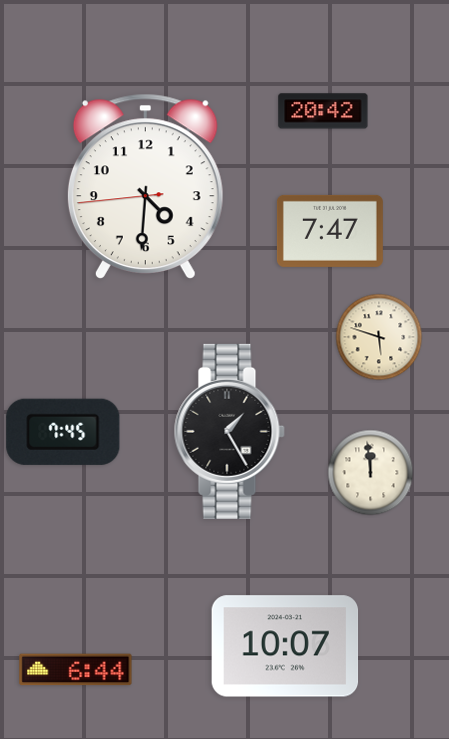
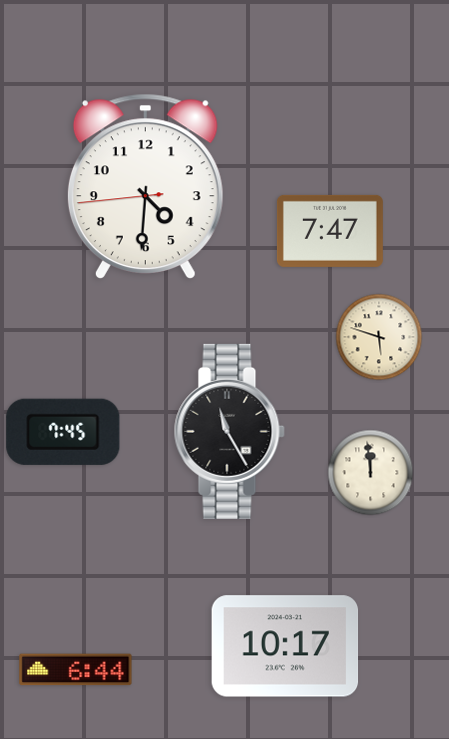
clock at (323, 111): 20:42 -> none
clock at (229, 431): 1:25 -> 11:25
clock at (285, 646): 10:07 -> 10:17
